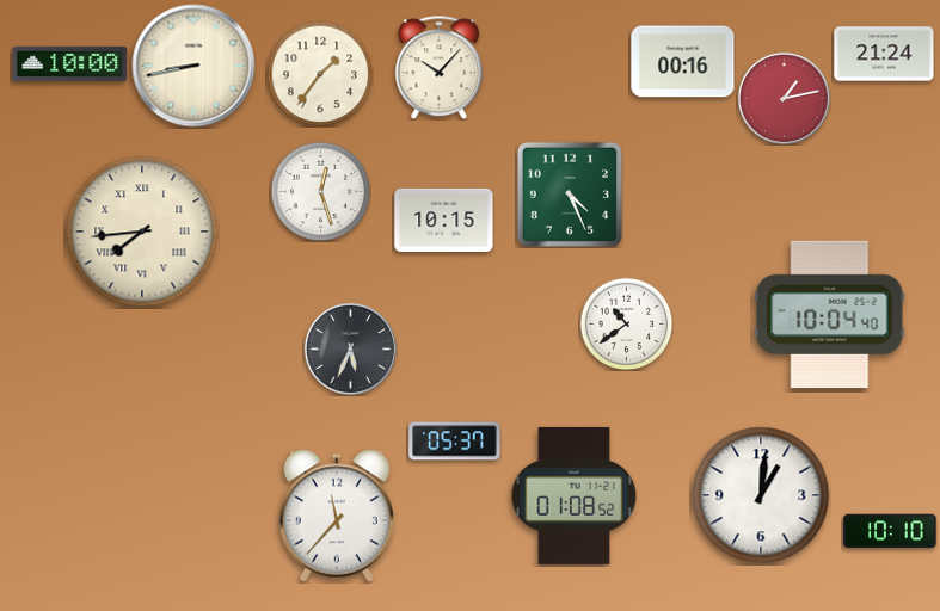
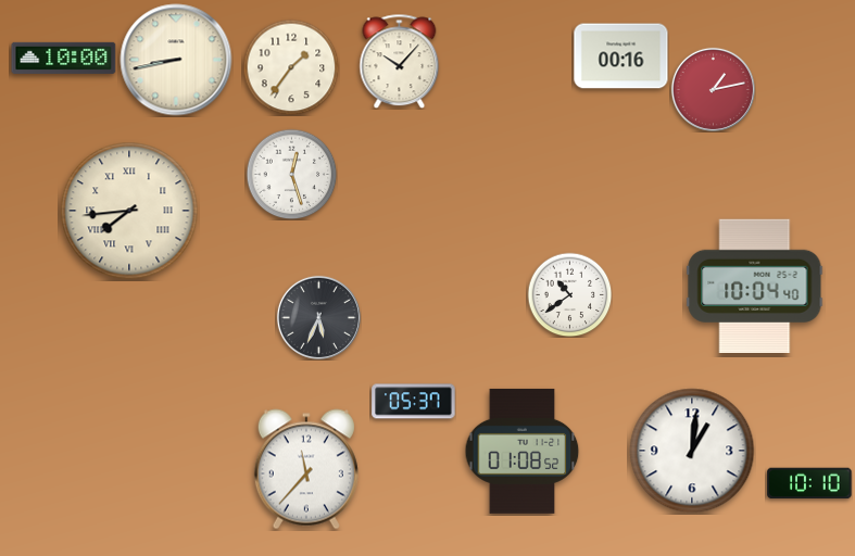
clock at (884, 54): 21:24 -> none
clock at (570, 195): 4:26 -> none
clock at (444, 220): 10:15 -> none
